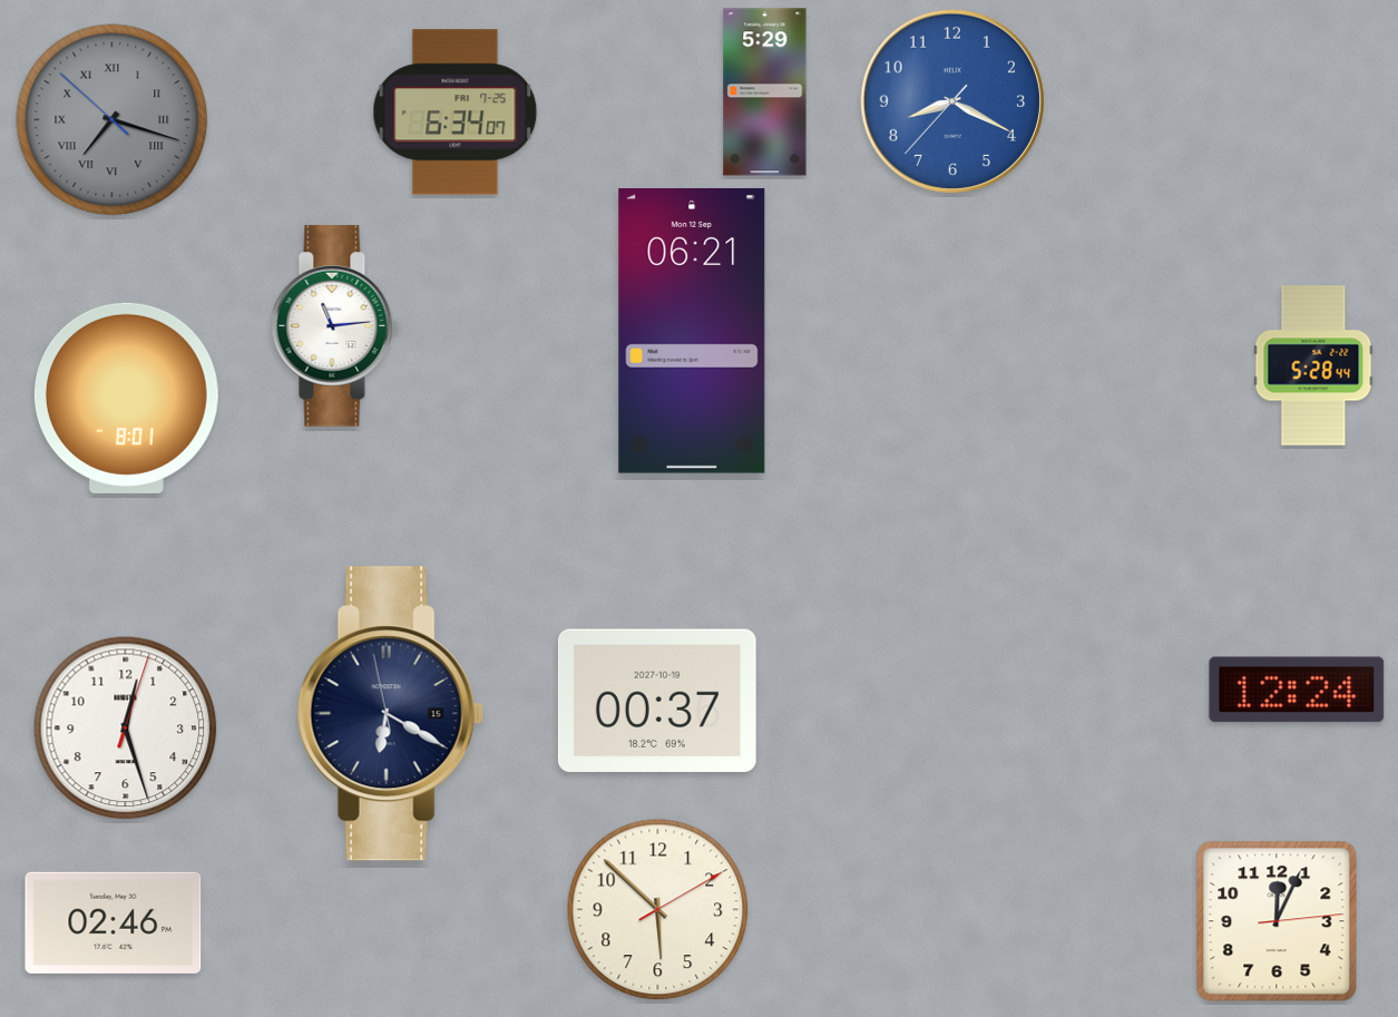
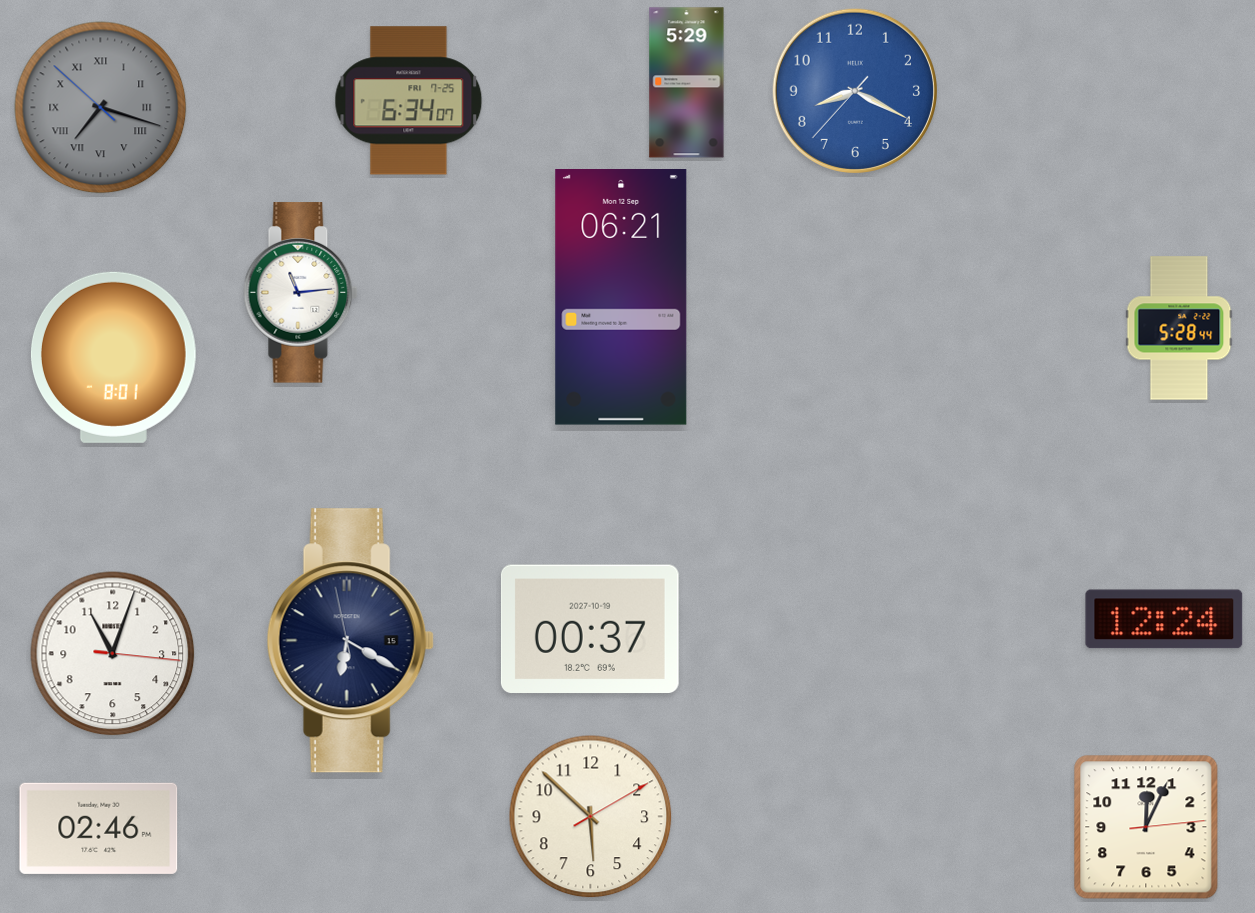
clock at (126, 728): 12:27 -> 11:03
clock at (114, 922) position: (114, 922) -> (99, 828)
